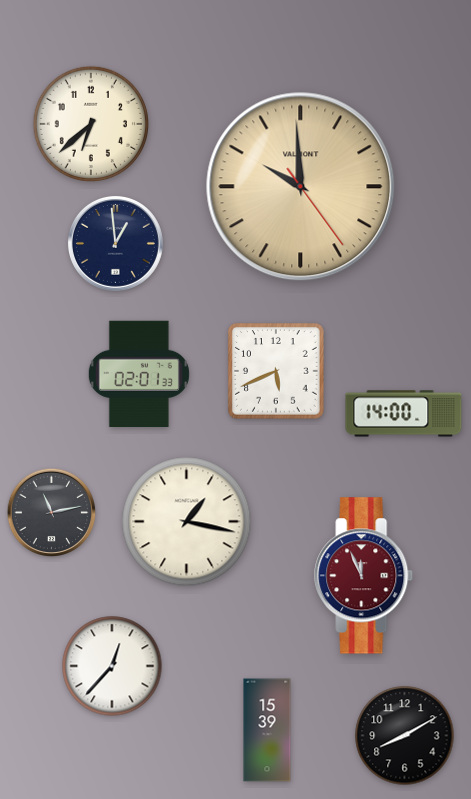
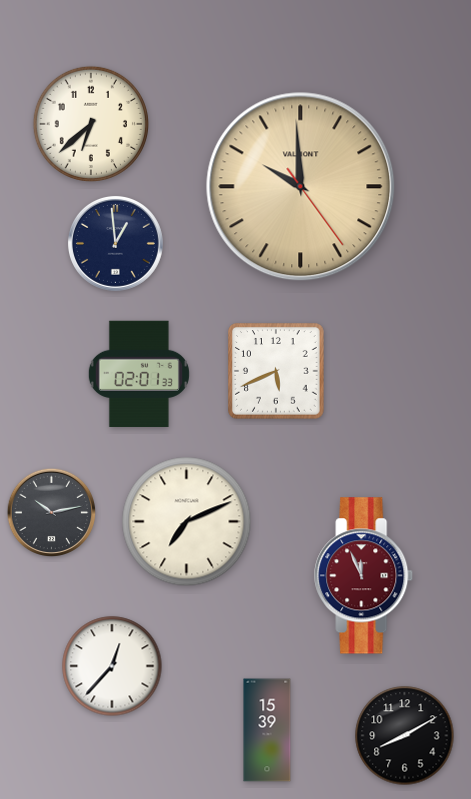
clock at (404, 414): 14:00 -> none
clock at (52, 513): 11:13 -> 10:13
clock at (187, 522): 1:17 -> 7:11
